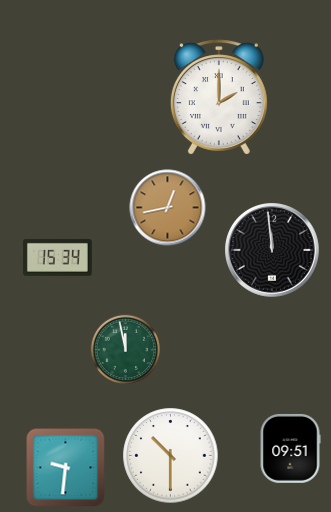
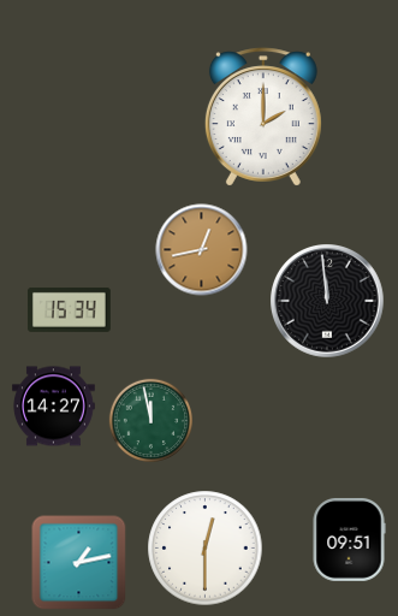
clock at (53, 407): none -> 14:27
clock at (171, 456): 10:30 -> 12:30
clock at (66, 468): 9:31 -> 1:13
